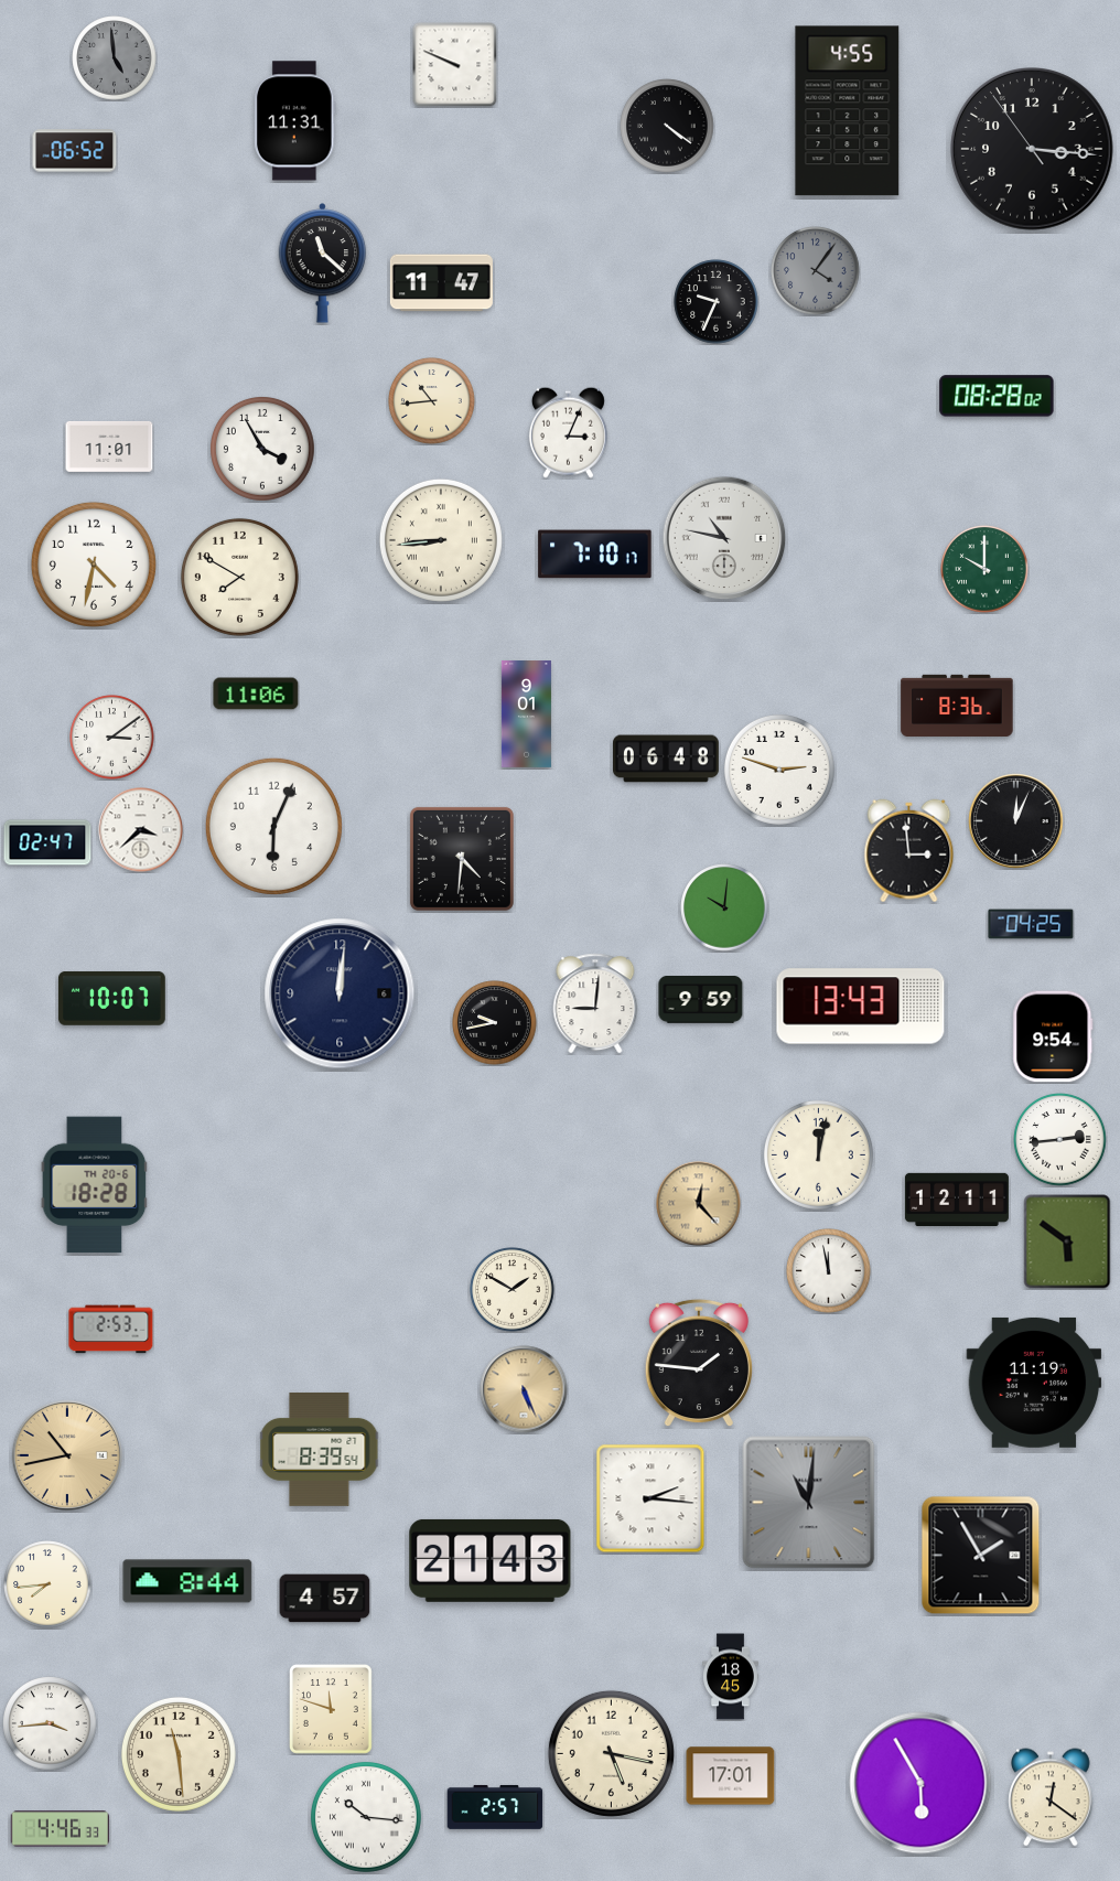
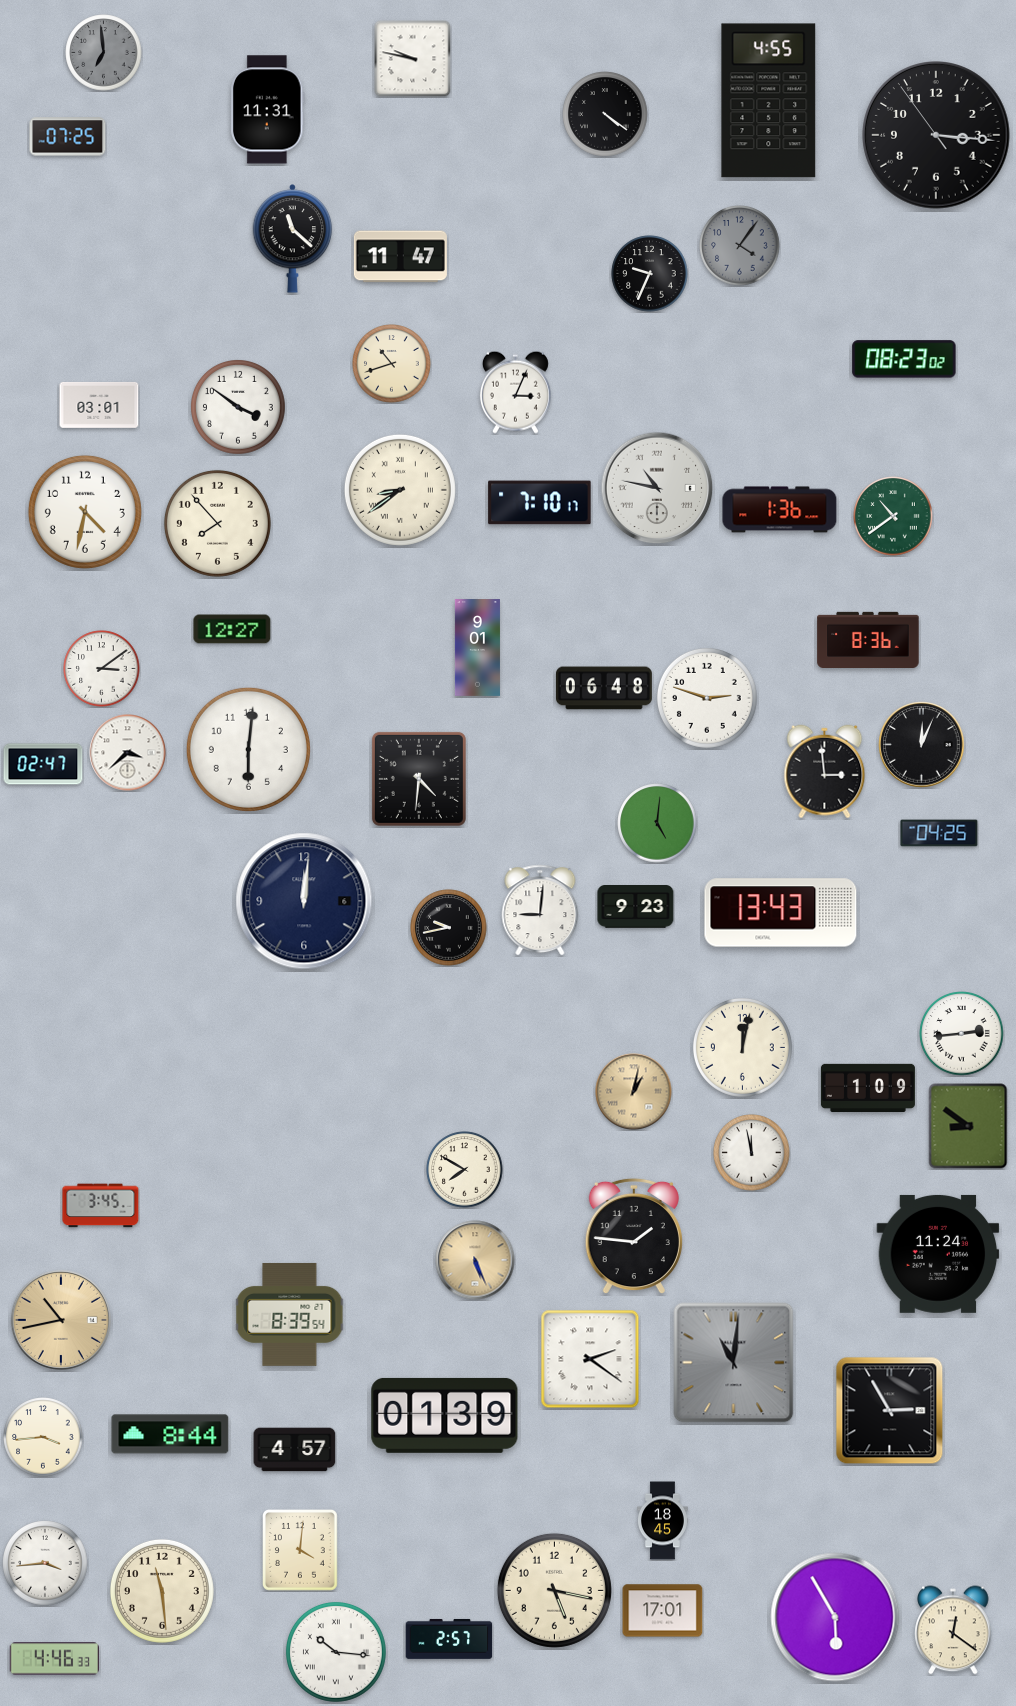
clock at (115, 58): 4:59 -> 6:59
clock at (454, 64): 9:49 -> 9:47
clock at (75, 151): 06:52 -> 07:25
clock at (997, 396): 08:28 -> 08:23
clock at (432, 401): 10:44 -> 10:42
clock at (109, 447): 11:01 -> 03:01
clock at (263, 450): 3:55 -> 3:51
clock at (441, 540): 8:44 -> 8:39
clock at (780, 510): none -> 1:36
clock at (984, 569): 10:00 -> 10:39
clock at (239, 577): 7:50 -> 7:53
clock at (256, 694): 11:06 -> 12:27
clock at (273, 826): 6:04 -> 6:01
clock at (724, 907): 10:01 -> 5:01
clock at (1031, 924) position: (1031, 924) -> (939, 833)
clock at (340, 993) position: (340, 993) -> (304, 901)
clock at (111, 998): 10:07 -> none
clock at (701, 1000): 9:59 -> 9:23
clock at (1053, 1036): 9:54 -> none
clock at (95, 1185): 18:28 -> none
clock at (957, 1199): 12:11 -> 1:09
clock at (699, 1204): 12:23 -> 1:02
clock at (1067, 1242): 5:51 -> 8:51
clock at (513, 1290): 1:50 -> 7:50
clock at (111, 1330): 2:53 -> 3:45
clock at (1034, 1383): 11:19 -> 11:24
clock at (650, 1498): 2:16 -> 2:21
clock at (981, 1556): 1:55 -> 2:55
clock at (491, 1560): 21:43 -> 01:39
clock at (47, 1584): 7:44 -> 3:44
clock at (332, 1710): 11:48 -> 4:01
clock at (366, 1817) position: (366, 1817) -> (336, 1652)
